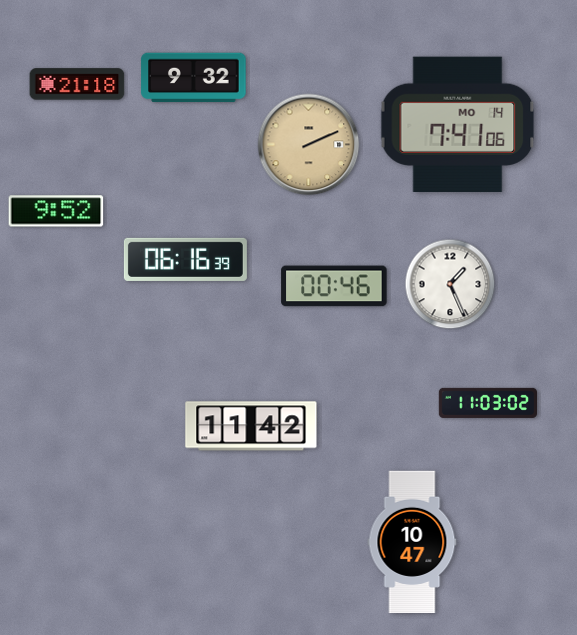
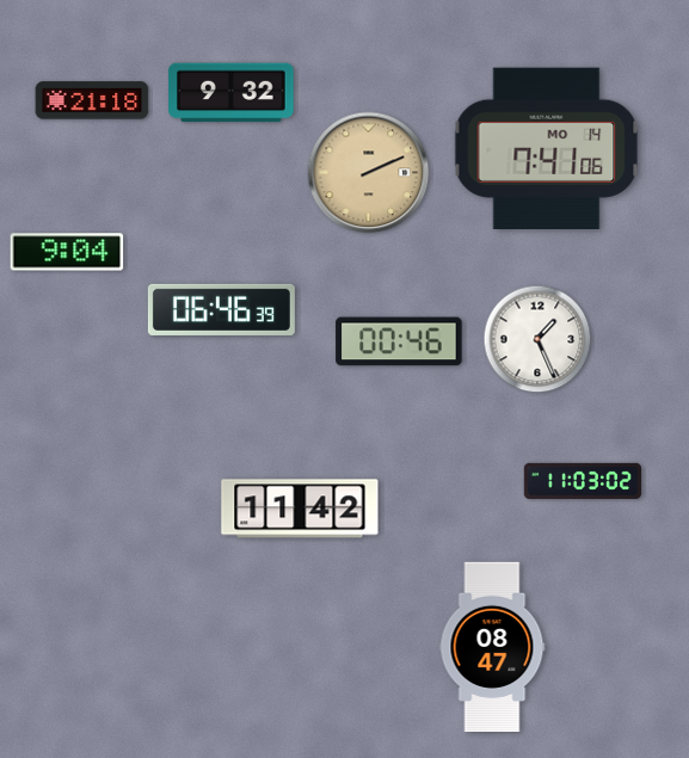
clock at (56, 211): 9:52 -> 9:04
clock at (185, 259): 06:16 -> 06:46
clock at (412, 542): 10:47 -> 08:47
